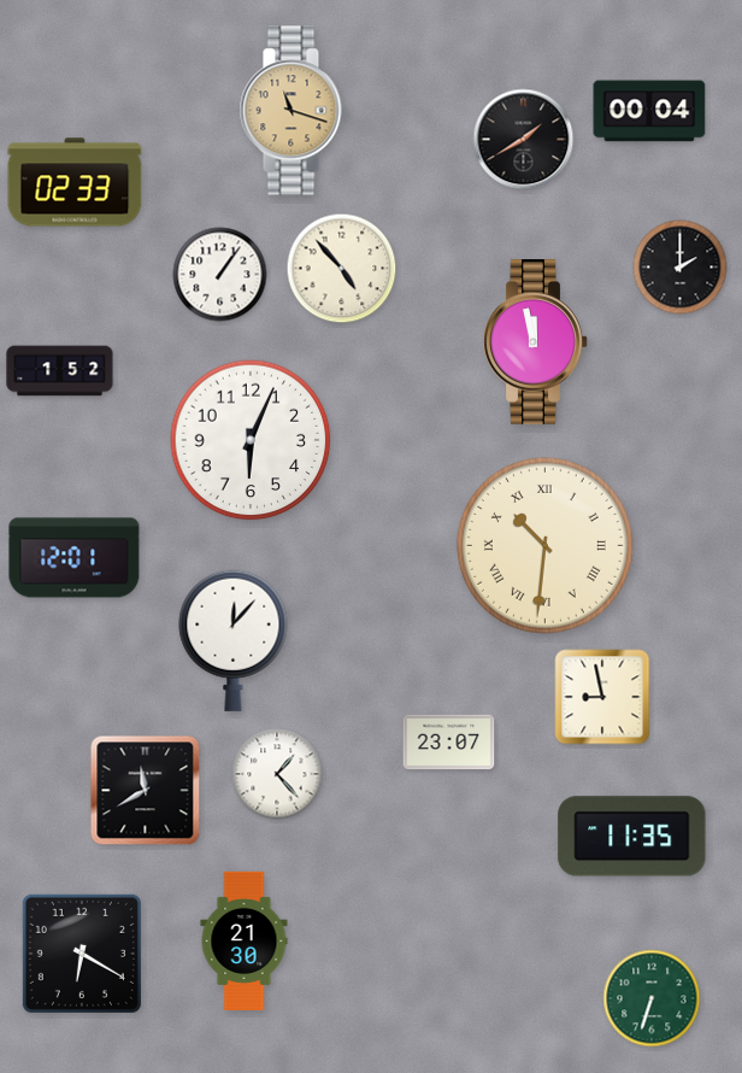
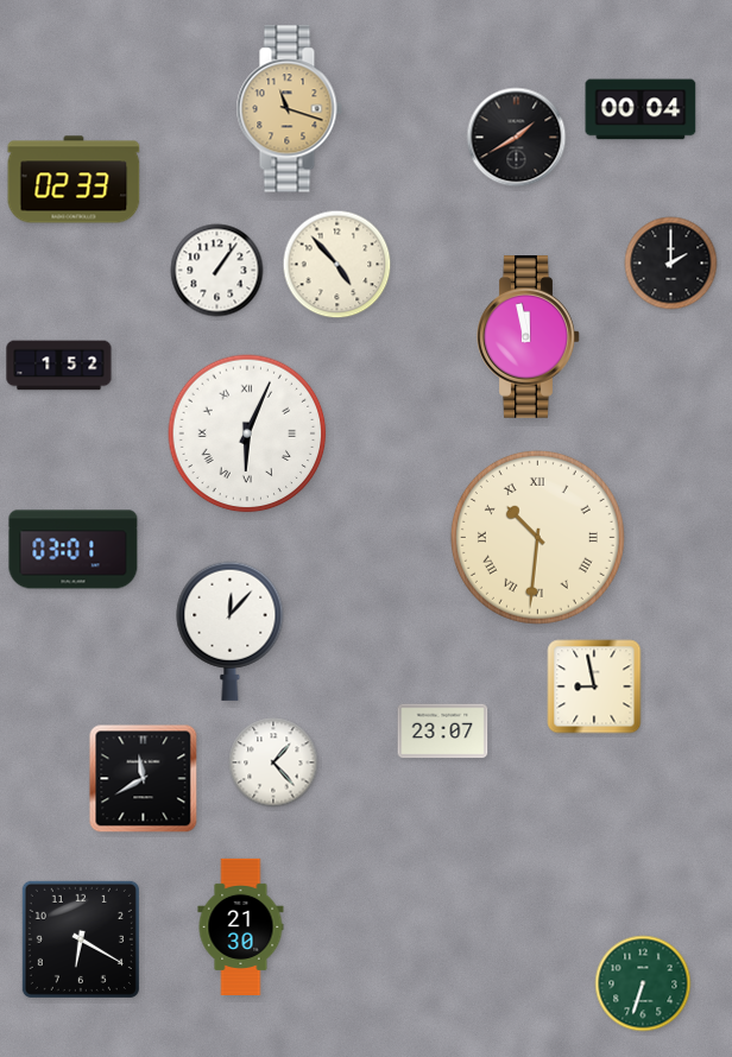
clock at (251, 440) numerals: Arabic -> Roman
clock at (75, 558): 12:01 -> 03:01
clock at (632, 837): 11:35 -> none
